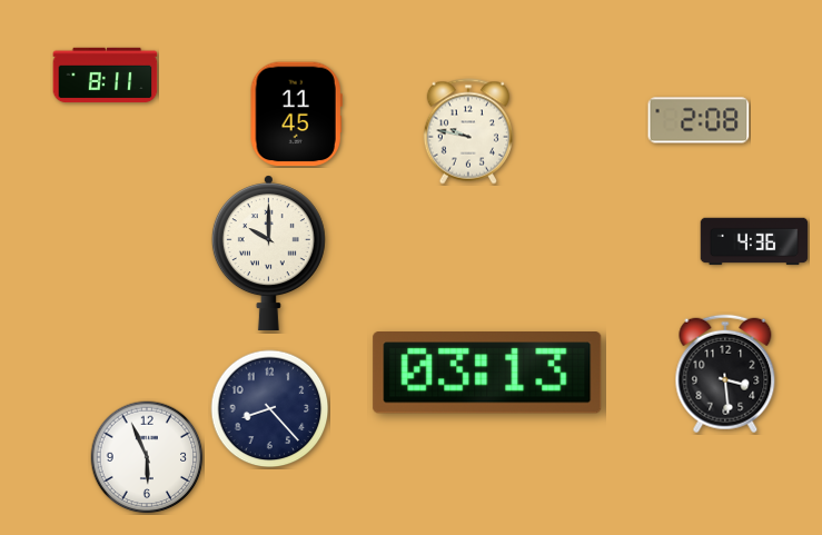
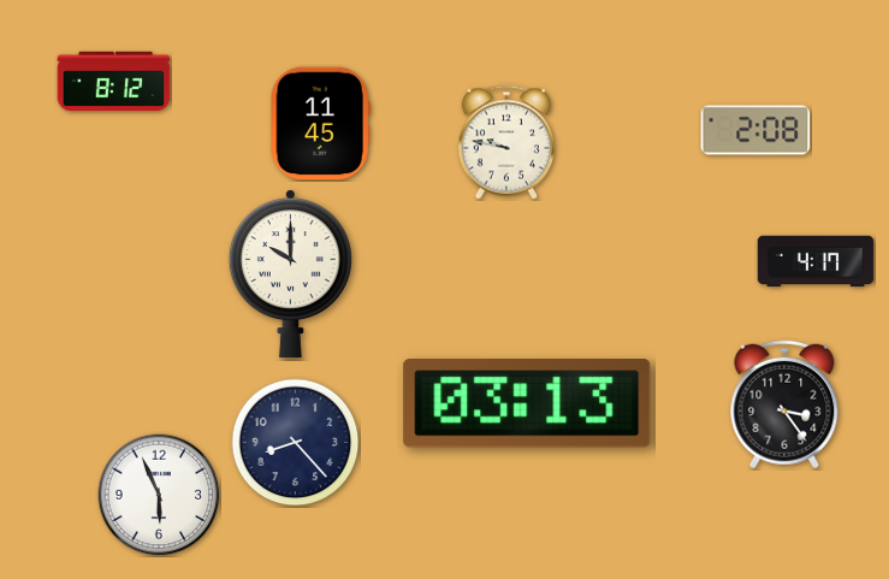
clock at (106, 76): 8:11 -> 8:12
clock at (754, 241): 4:36 -> 4:17
clock at (725, 374): 3:29 -> 3:24
clock at (270, 409) position: (270, 409) -> (296, 443)
